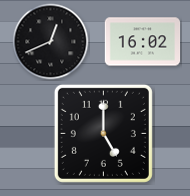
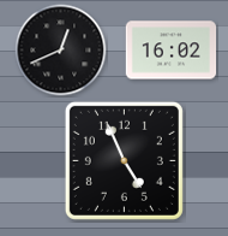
clock at (103, 133): 5:00 -> 4:56
